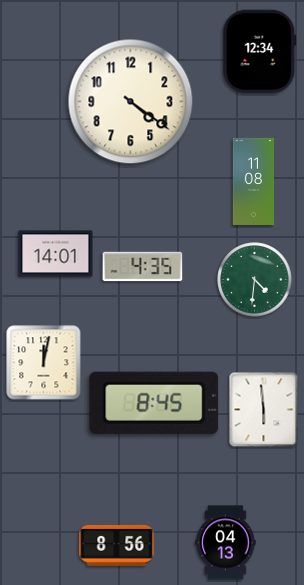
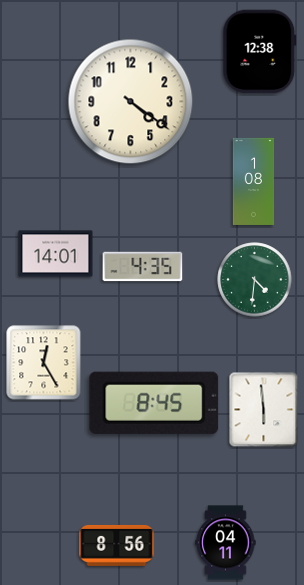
clock at (260, 52): 12:34 -> 12:38
clock at (254, 181): 11:08 -> 1:08
clock at (44, 363): 12:02 -> 12:25
clock at (226, 543): 04:13 -> 04:11
